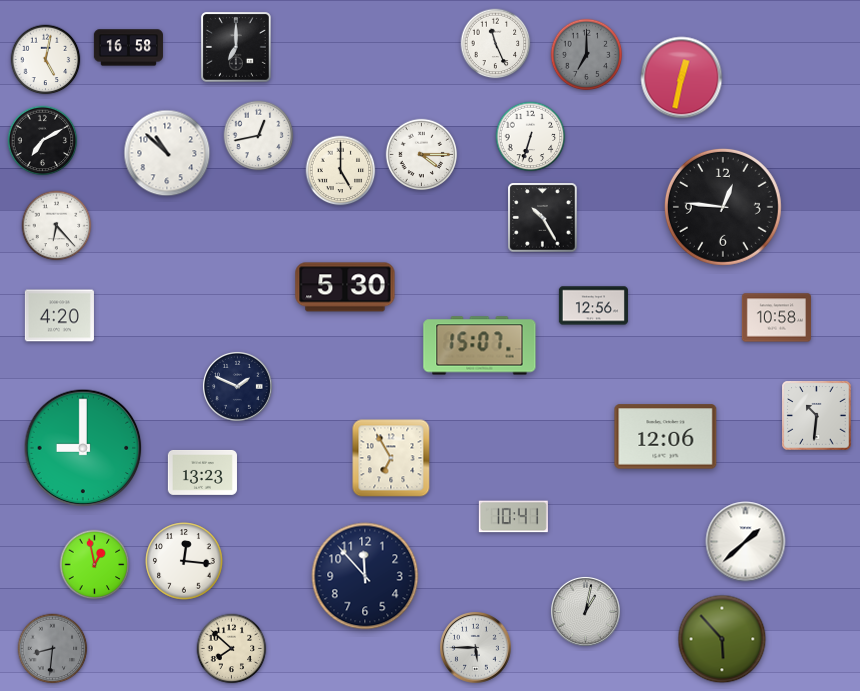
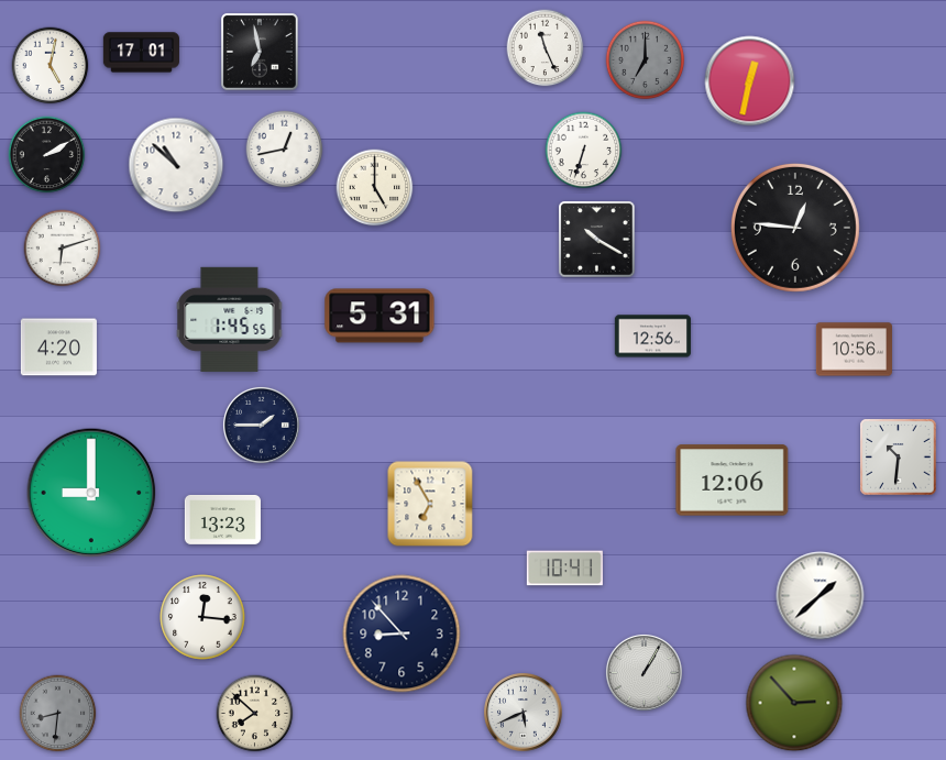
clock at (128, 48): 16:58 -> 17:01
clock at (237, 48): 7:00 -> 6:58
clock at (682, 78) position: (682, 78) -> (750, 81)
clock at (43, 141): 7:10 -> 2:10
clock at (167, 153) position: (167, 153) -> (176, 165)
clock at (422, 155): 4:15 -> none
clock at (543, 218): 10:25 -> 10:20
clock at (57, 226): 6:23 -> 6:12
clock at (345, 287): 5:30 -> 5:31
clock at (230, 319): none -> 1:45
clock at (59, 316) position: (59, 316) -> (58, 348)
clock at (776, 318): 10:58 -> 10:56
clock at (480, 346): 15:07 -> none
clock at (237, 386): 1:49 -> 1:45
clock at (95, 565): 12:58 -> none
clock at (365, 576): 11:53 -> 8:53
clock at (585, 611): 1:02 -> 1:05
clock at (722, 639): 5:53 -> 2:53
clock at (476, 648): 5:45 -> 5:41
